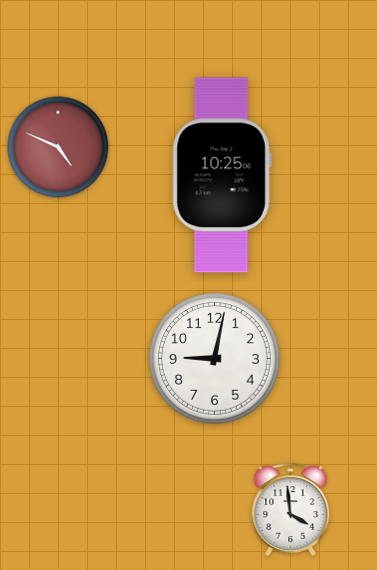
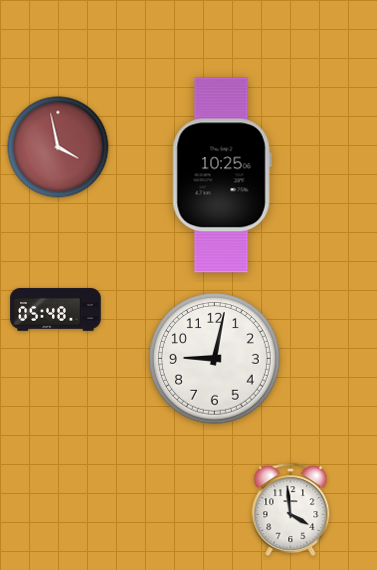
clock at (58, 147): 4:49 -> 3:58
clock at (56, 310): none -> 05:48
